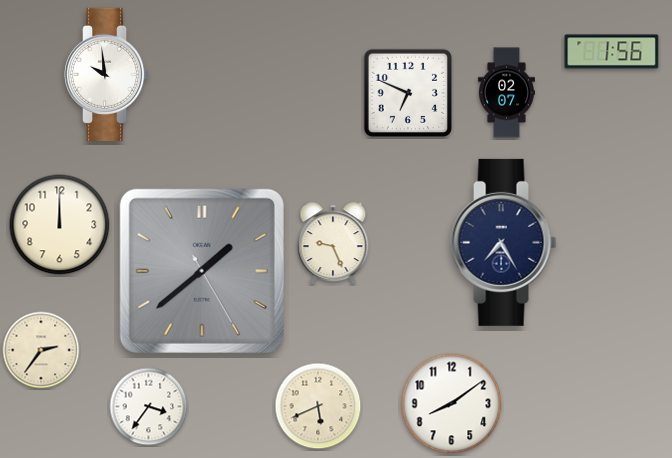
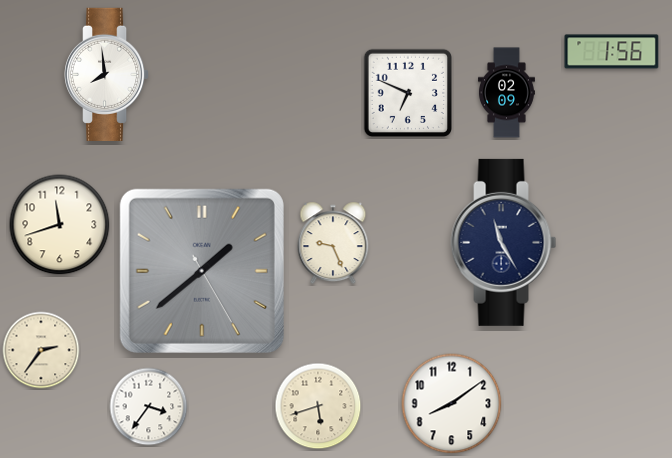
clock at (108, 74): 9:59 -> 7:59
clock at (506, 93): 02:07 -> 02:09
clock at (60, 225): 12:00 -> 11:42
clock at (504, 242): 7:25 -> 11:25
clock at (318, 406): 5:41 -> 5:42
